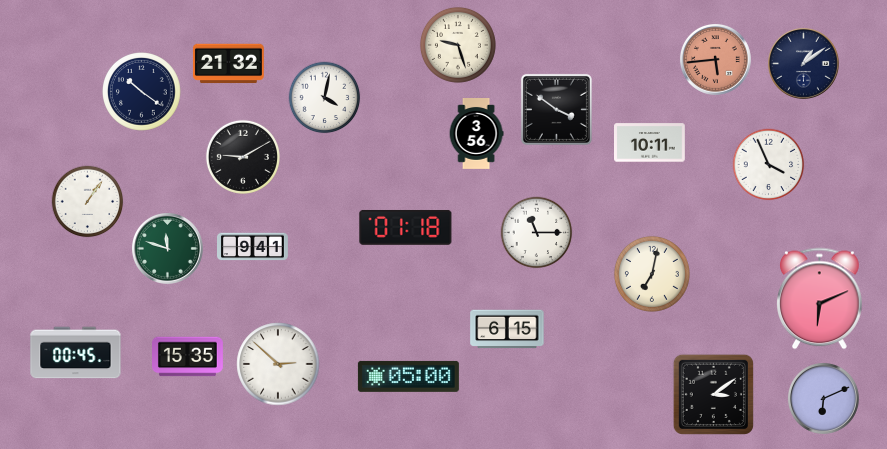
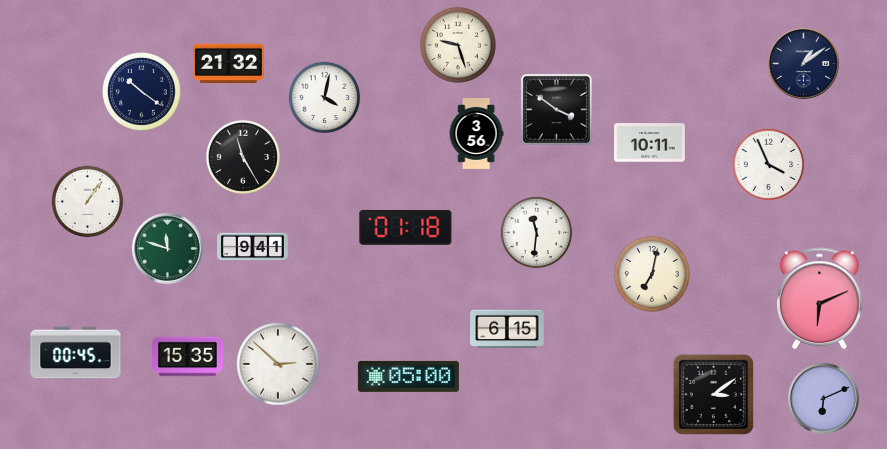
clock at (716, 60): 5:44 -> none
clock at (243, 157): 9:10 -> 11:25
clock at (537, 233): 11:15 -> 11:31
